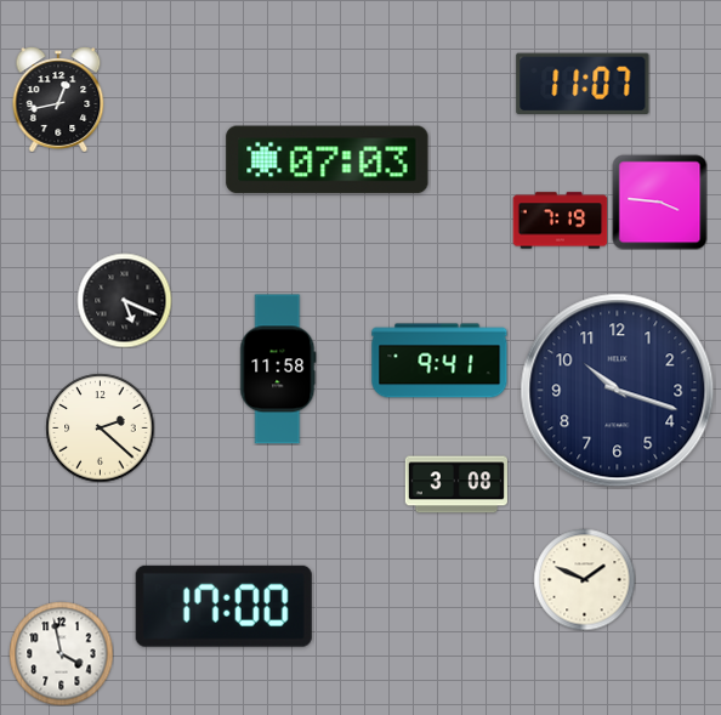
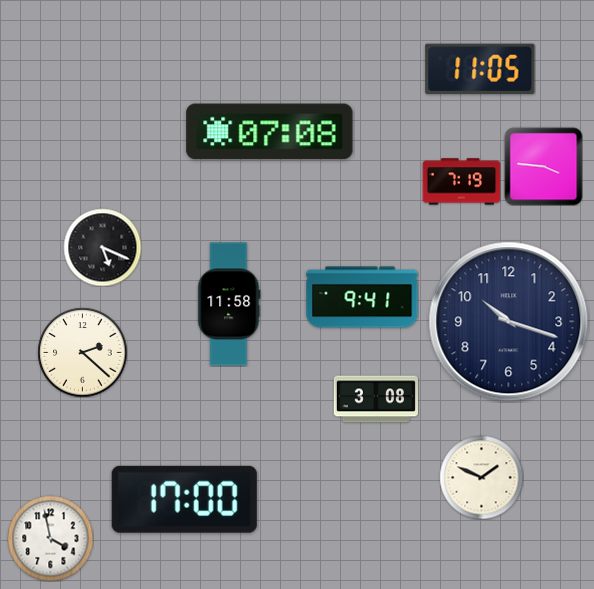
clock at (583, 84): 11:07 -> 11:05
clock at (58, 100): 12:43 -> none
clock at (328, 160): 07:03 -> 07:08
